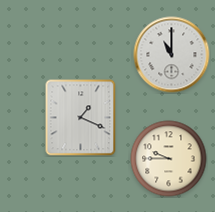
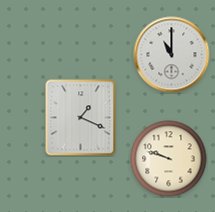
clock at (169, 159): 9:45 -> 9:48
